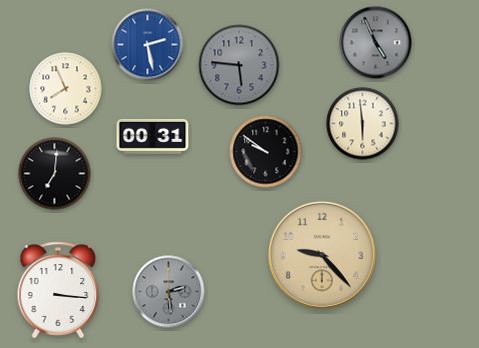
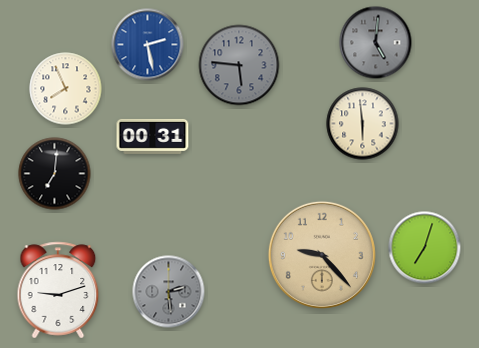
clock at (376, 43): 4:56 -> 5:01
clock at (266, 152): 9:51 -> none
clock at (425, 248): none -> 7:03
clock at (58, 290): 3:16 -> 9:12
